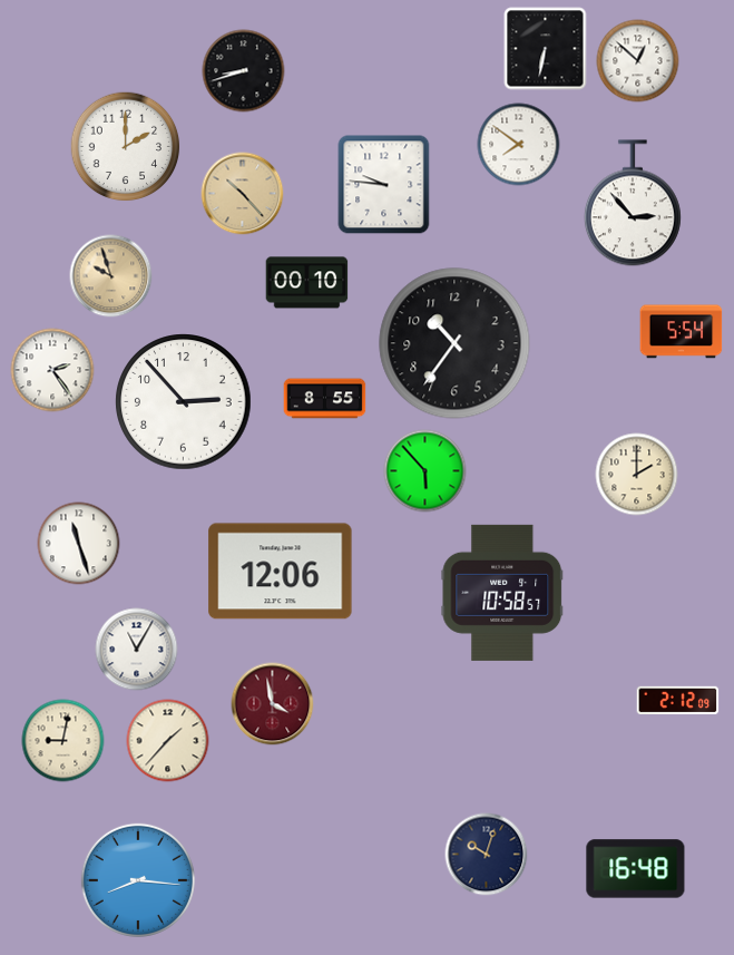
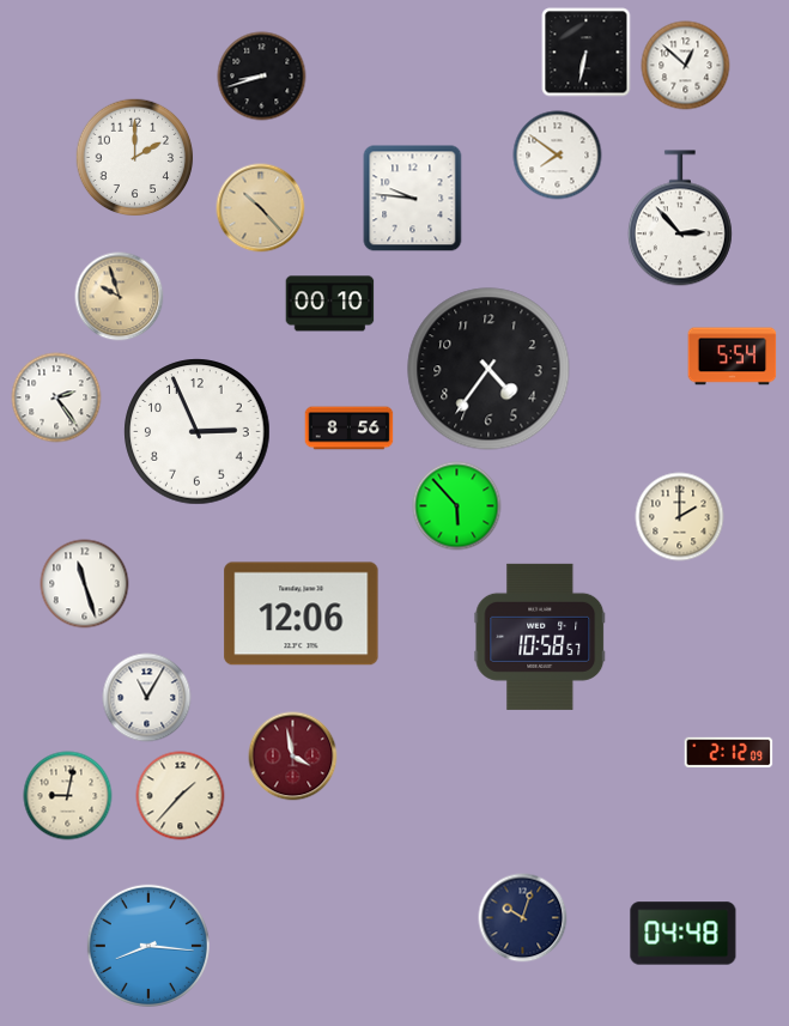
clock at (454, 343): 10:36 -> 4:36
clock at (325, 399): 8:55 -> 8:56
clock at (184, 402): 2:53 -> 2:56
clock at (637, 475) position: (637, 475) -> (680, 517)
clock at (636, 869): 16:48 -> 04:48
